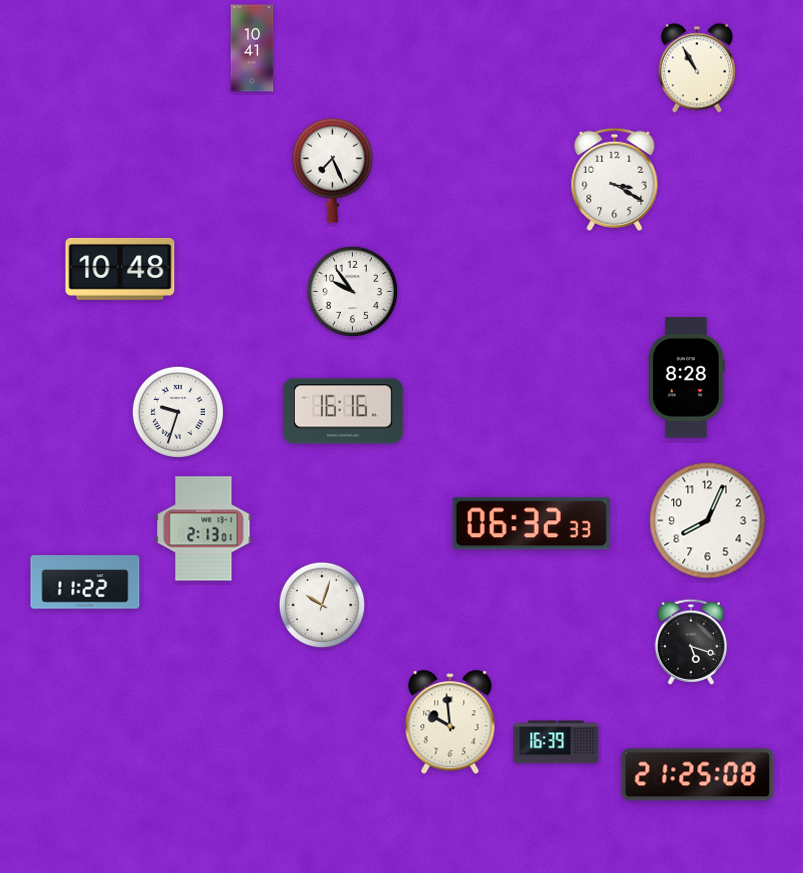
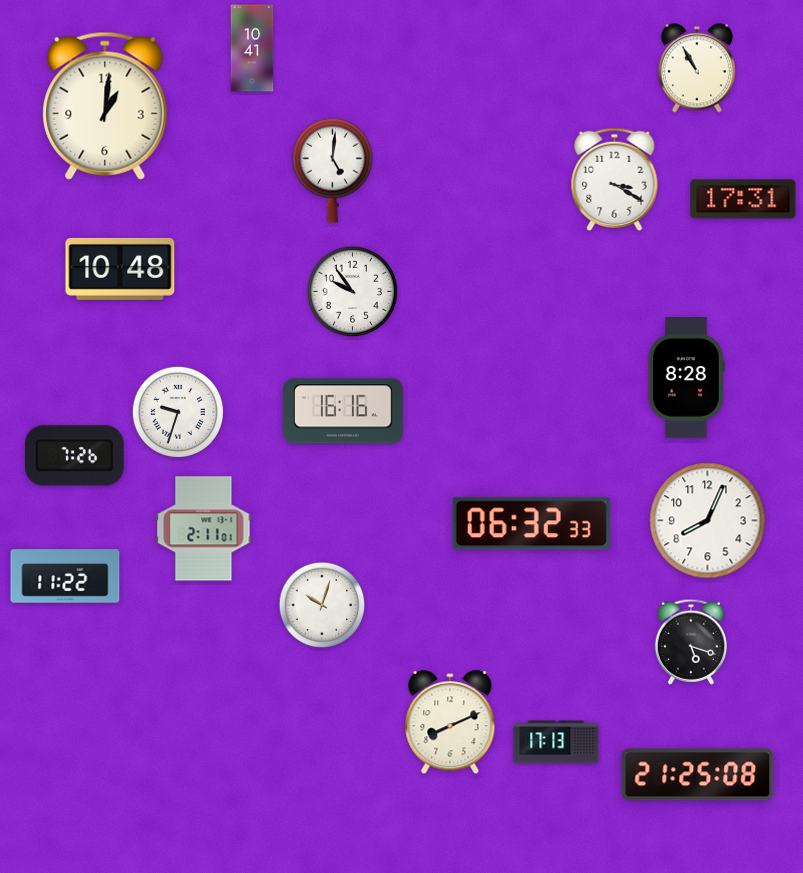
clock at (105, 106): none -> 1:01
clock at (333, 170): 7:26 -> 5:01
clock at (743, 199): none -> 17:31
clock at (74, 456): none -> 7:26
clock at (204, 529): 2:13 -> 2:11
clock at (85, 582) position: (85, 582) -> (65, 576)
clock at (450, 723): 9:59 -> 8:11
clock at (556, 742): 16:39 -> 17:13
